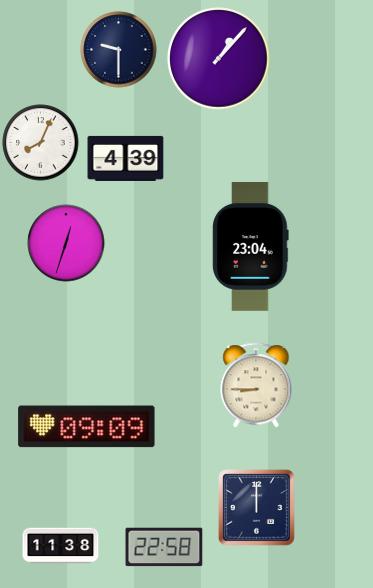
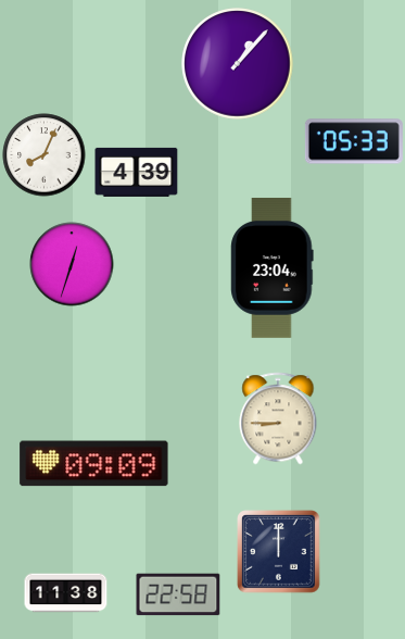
clock at (119, 50): 9:30 -> none
clock at (354, 141): none -> 05:33
